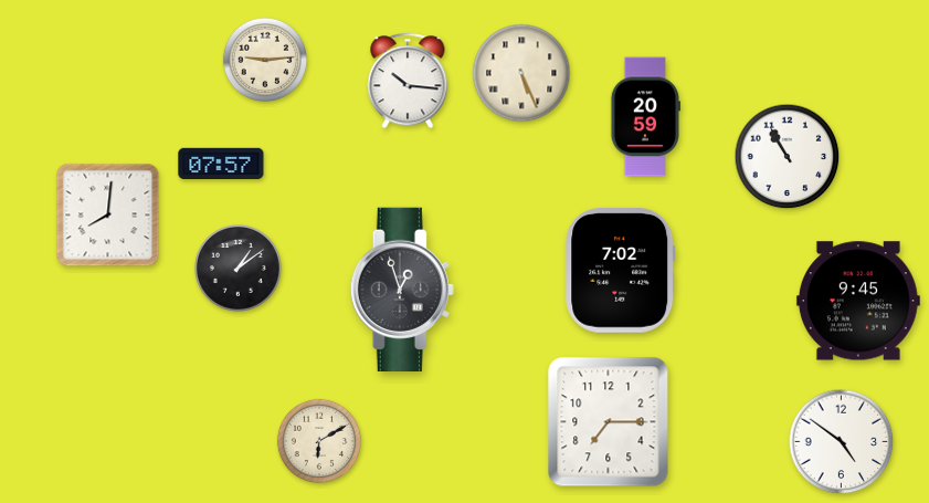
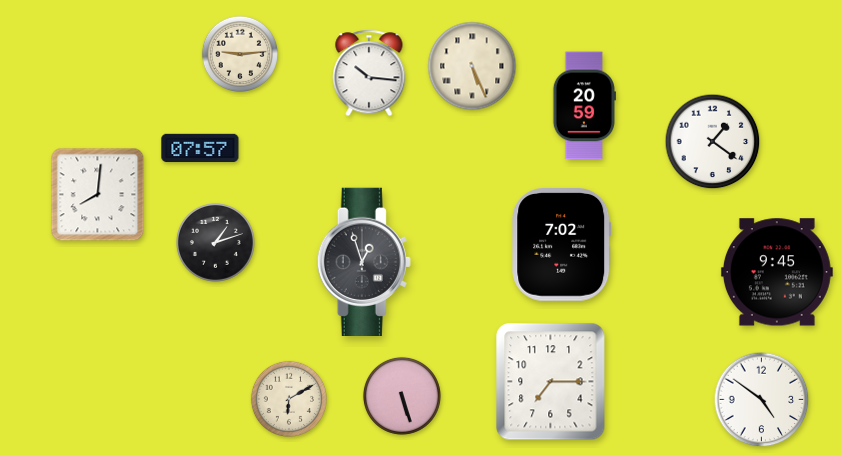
clock at (788, 157): 10:55 -> 1:21
clock at (237, 268): 1:09 -> 1:12
clock at (402, 396): none -> 5:27
